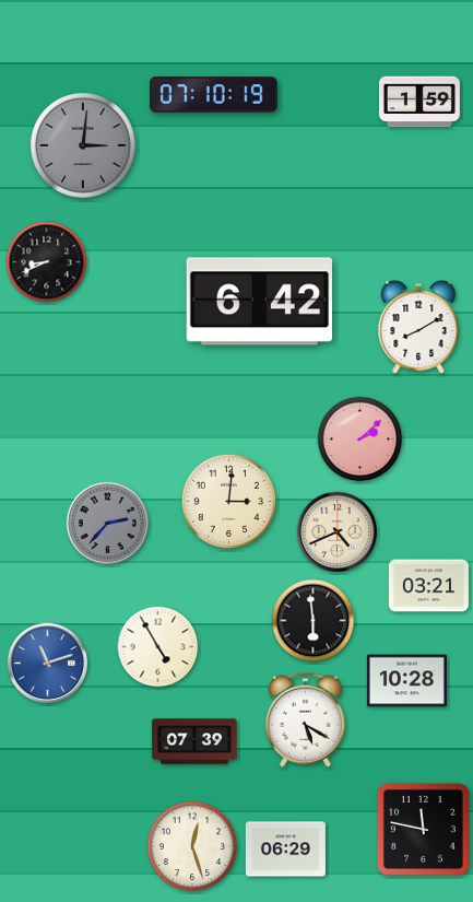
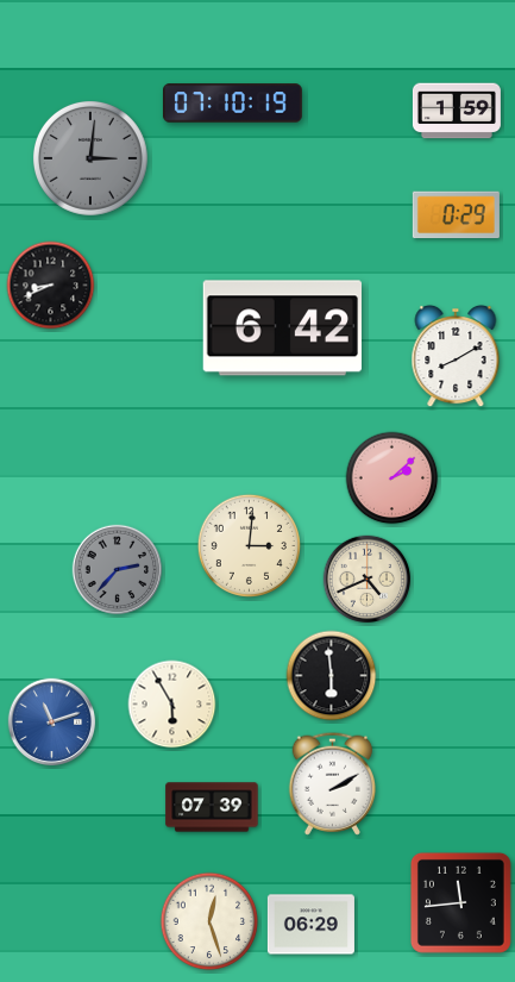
clock at (456, 215): none -> 0:29
clock at (428, 586): 03:21 -> none
clock at (314, 621) position: (314, 621) -> (332, 676)
clock at (158, 647): 4:55 -> 5:55
clock at (406, 681): 10:28 -> none
clock at (305, 719): 5:20 -> 2:10
clock at (423, 829): 11:47 -> 11:44
